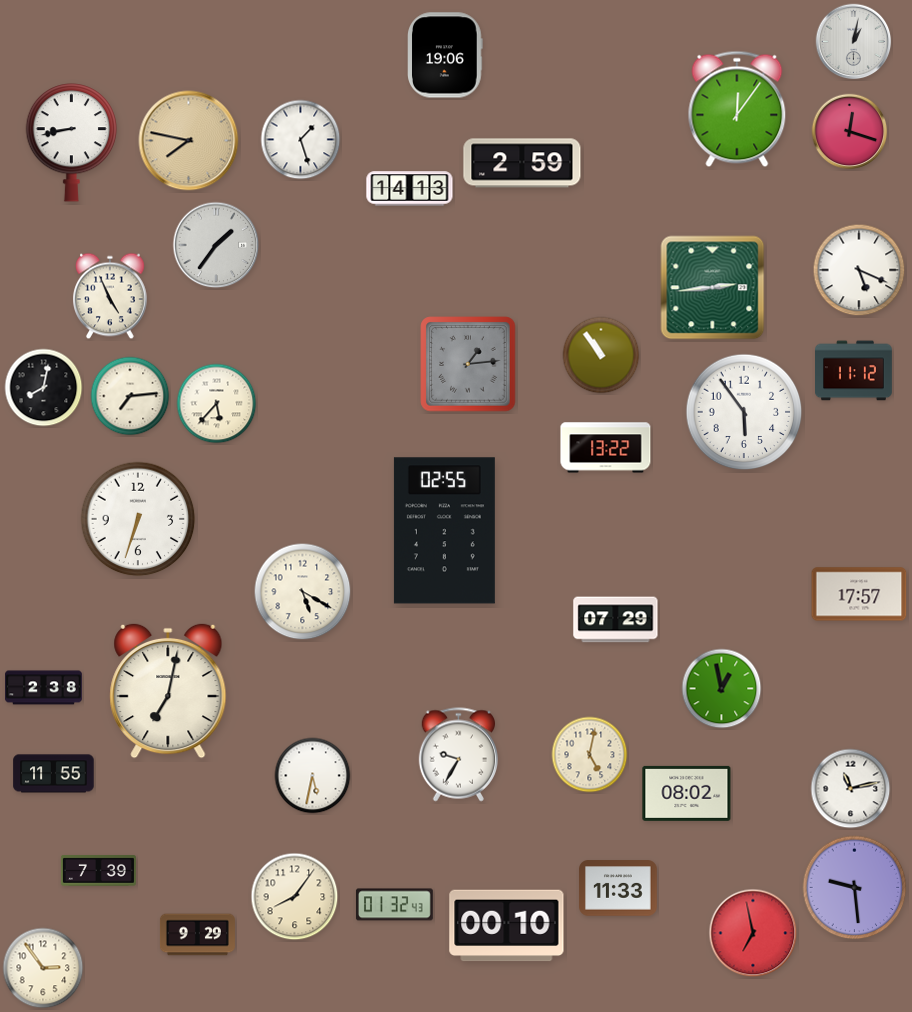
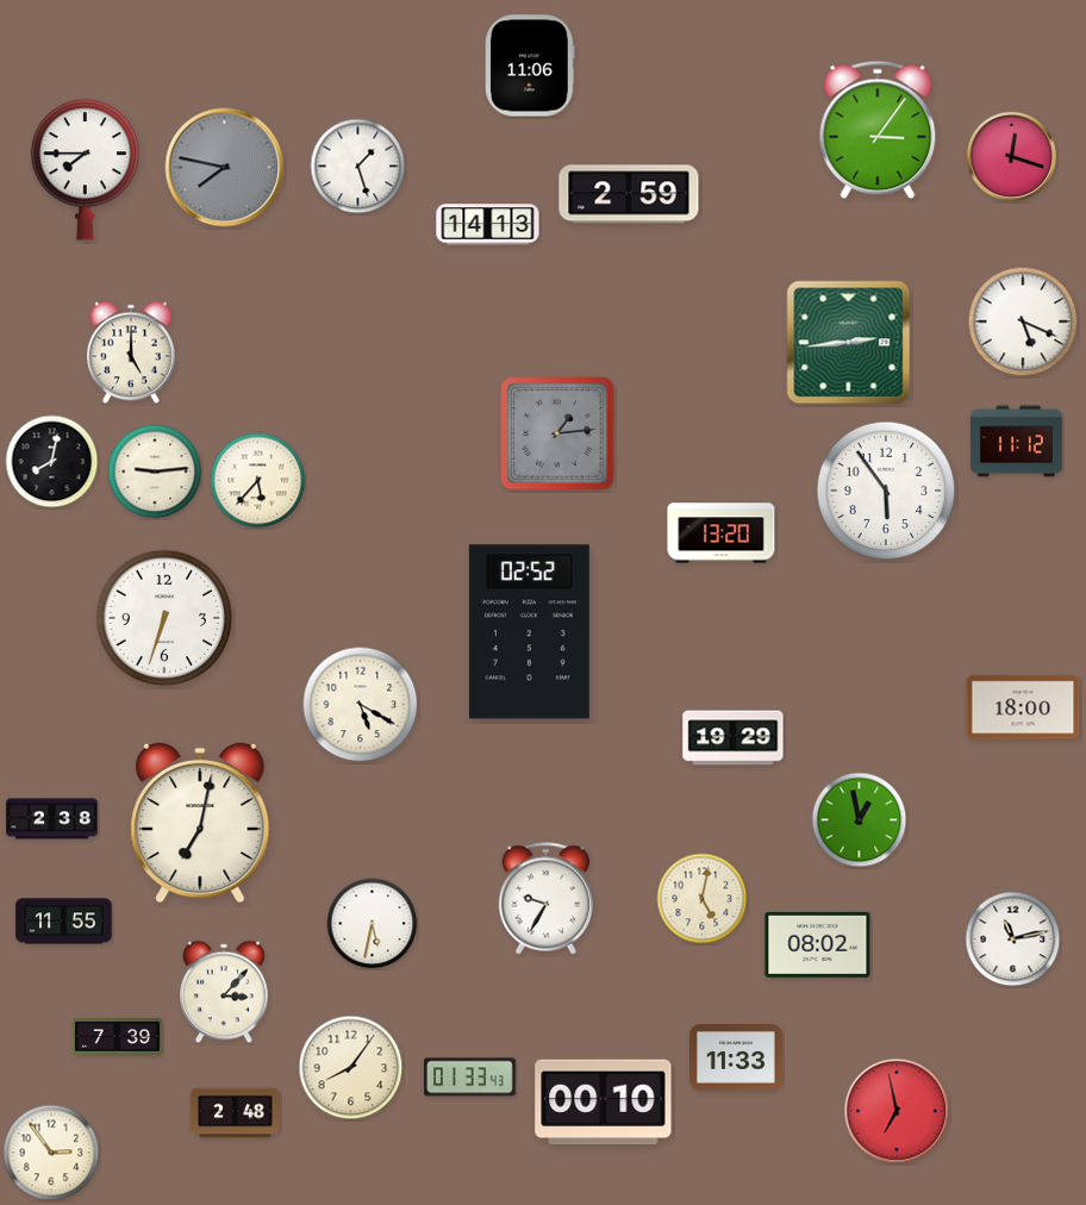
clock at (854, 42): 1:02 -> none
clock at (446, 55): 19:06 -> 11:06
clock at (737, 109): 12:06 -> 3:06
clock at (189, 141) dial: champagne -> grey
clock at (72, 143): 8:43 -> 7:45
clock at (522, 163) position: (522, 163) -> (629, 194)
clock at (216, 245): 1:36 -> none
clock at (111, 296): 4:56 -> 5:00
clock at (601, 355): 10:54 -> none
clock at (130, 396): 7:14 -> 9:14
clock at (606, 448): 13:22 -> 13:20
clock at (444, 531): 02:55 -> 02:52
clock at (859, 594): 17:57 -> 18:00
clock at (616, 620): 07:29 -> 19:29
clock at (225, 992): none -> 3:07
clock at (855, 888): 9:29 -> none
clock at (395, 905): 01:32 -> 01:33
clock at (197, 935): 9:29 -> 2:48
